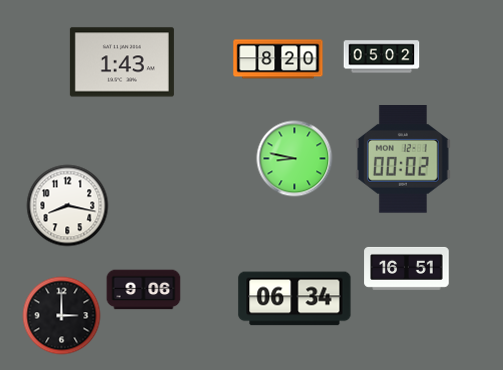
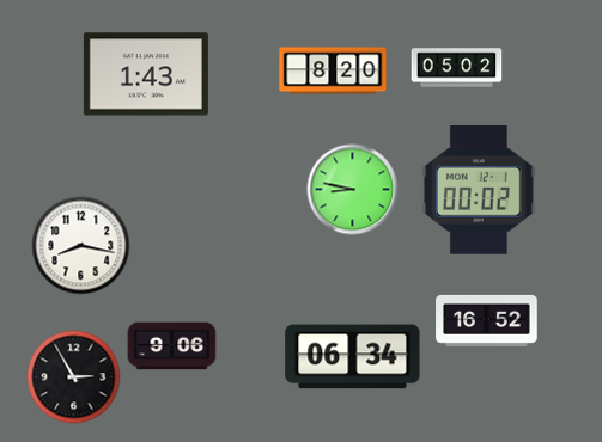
clock at (403, 160) position: (403, 160) -> (479, 191)
clock at (407, 268): 16:51 -> 16:52
clock at (62, 316): 3:00 -> 2:55
